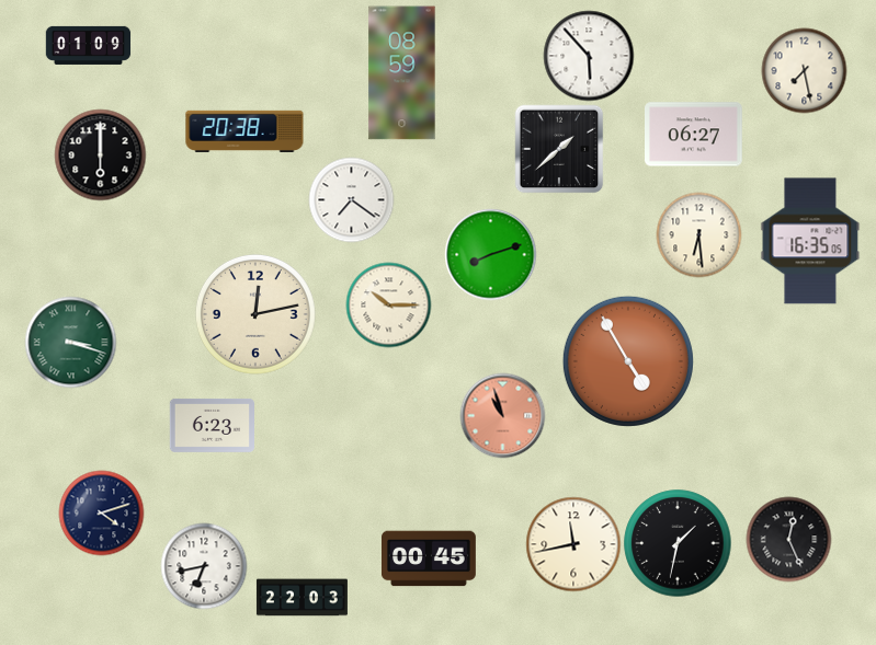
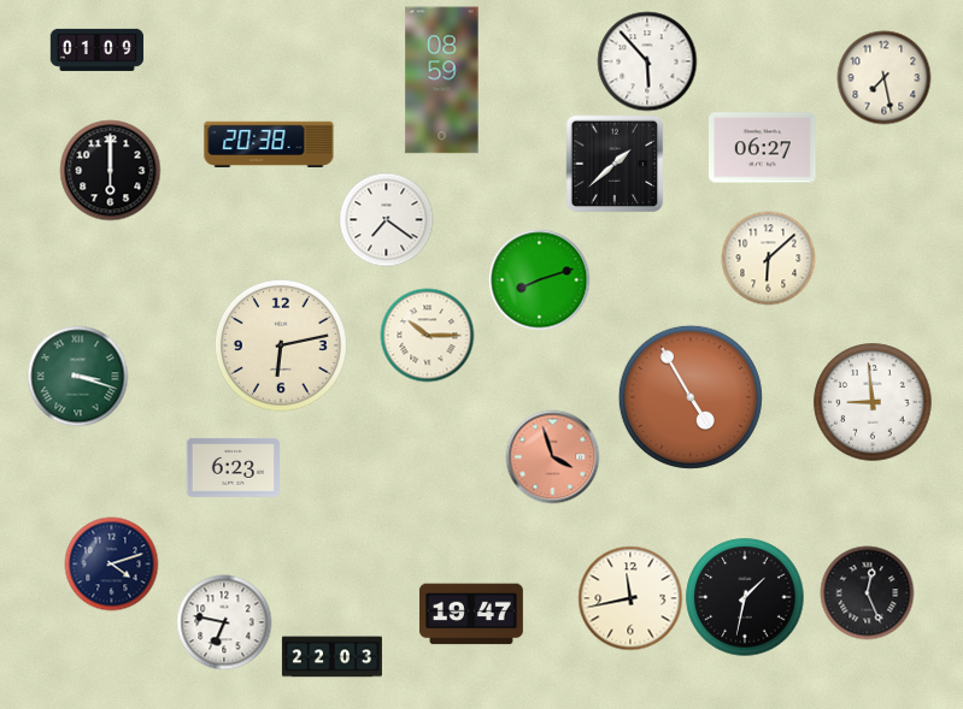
clock at (698, 234): 6:29 -> 6:08
clock at (810, 241): 16:35 -> none
clock at (255, 314): 12:13 -> 6:13
clock at (873, 402): none -> 8:59
clock at (502, 415): 10:57 -> 3:57
clock at (429, 558): 00:45 -> 19:47
clock at (204, 566): 6:43 -> 6:47
